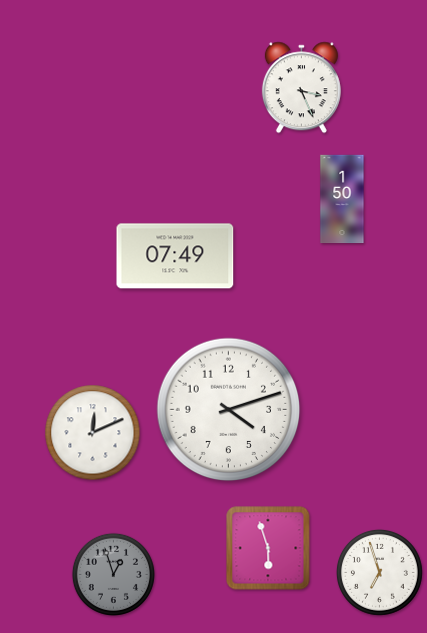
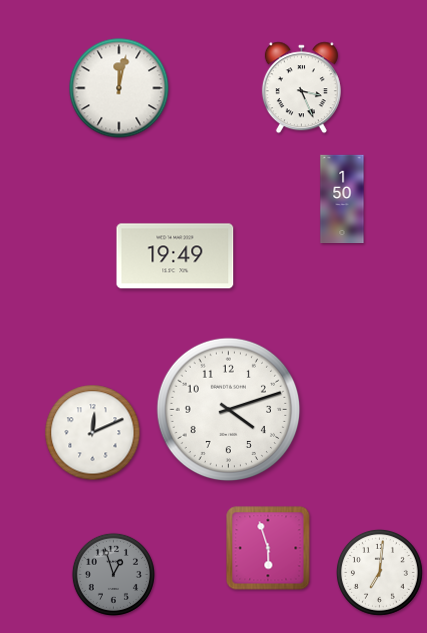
clock at (119, 88): none -> 12:02
clock at (175, 256): 07:49 -> 19:49
clock at (379, 572): 6:57 -> 7:01
